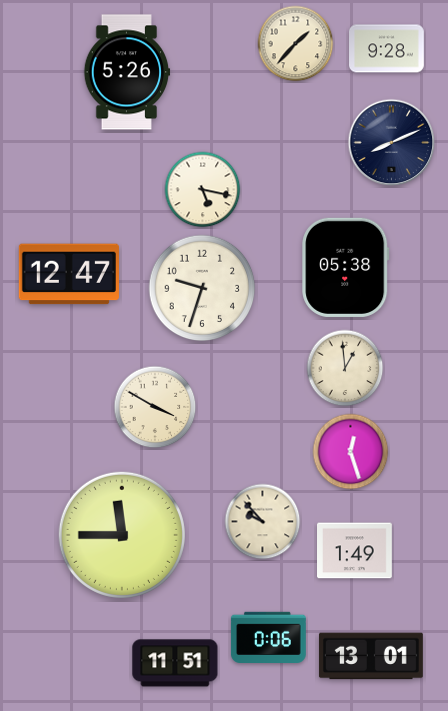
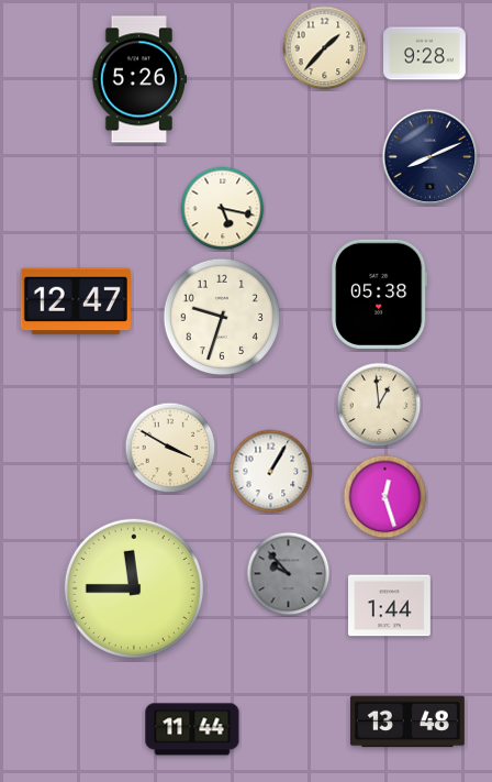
clock at (271, 472): none -> 1:05
clock at (263, 522) dial: cream -> grey
clock at (355, 551): 1:49 -> 1:44
clock at (269, 637): 0:06 -> none
clock at (371, 656): 13:01 -> 13:48
clock at (175, 663): 11:51 -> 11:44
